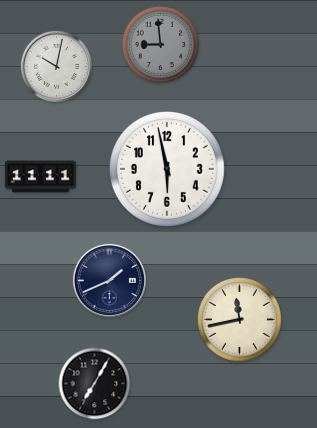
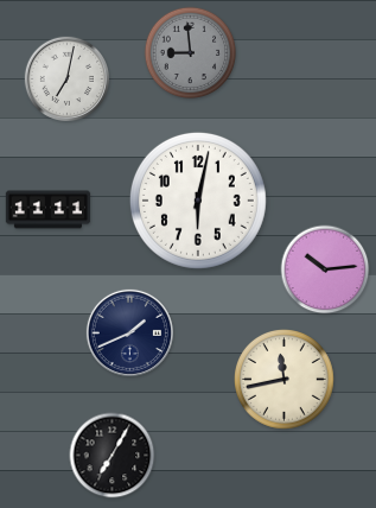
clock at (57, 67): 10:02 -> 7:02
clock at (167, 169): 5:58 -> 6:02
clock at (325, 269): none -> 10:14
